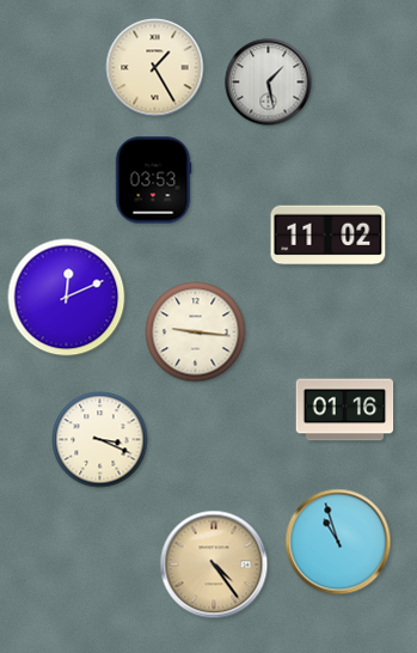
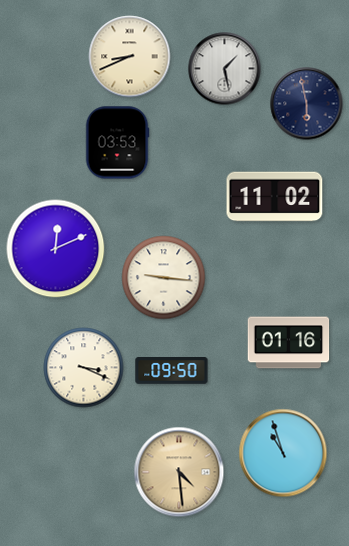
clock at (155, 68): 1:25 -> 8:41
clock at (307, 104): none -> 5:58
clock at (153, 181) position: (153, 181) -> (117, 143)
clock at (172, 371): none -> 09:50
clock at (214, 564): 4:24 -> 4:29
